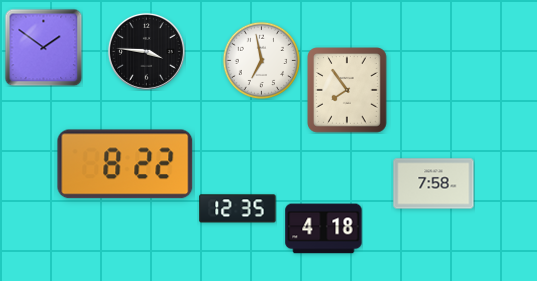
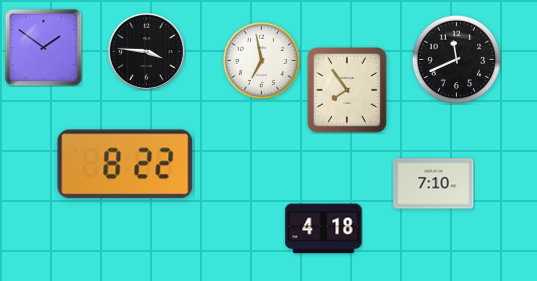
clock at (456, 59): none -> 11:41
clock at (434, 184): 7:58 -> 7:10
clock at (238, 209): 12:35 -> none
